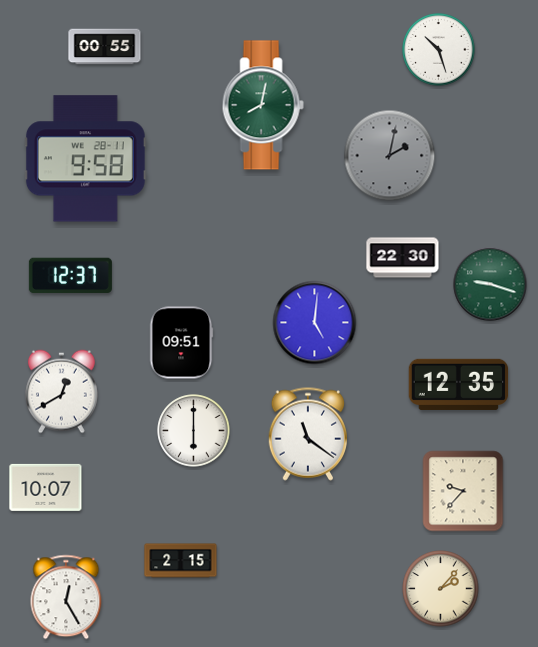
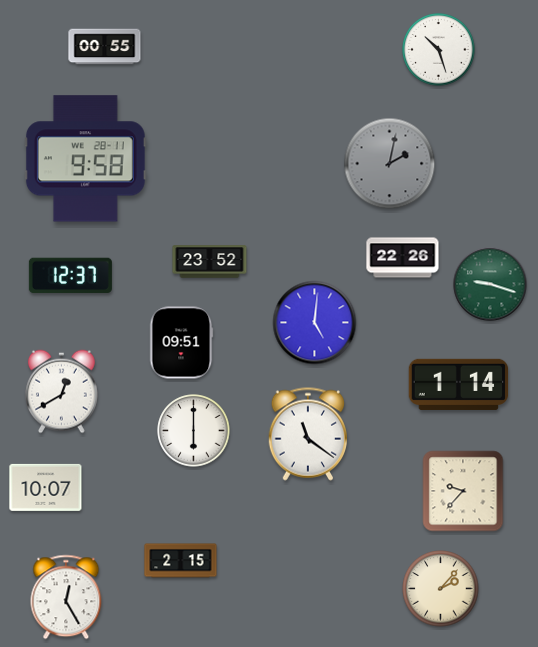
clock at (263, 105): 8:02 -> none
clock at (390, 156) position: (390, 156) -> (390, 164)
clock at (403, 258): 22:30 -> 22:26
clock at (210, 262): none -> 23:52
clock at (459, 384): 12:35 -> 1:14
